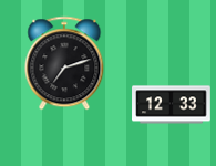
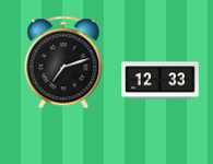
clock at (172, 105) position: (172, 105) -> (161, 81)
